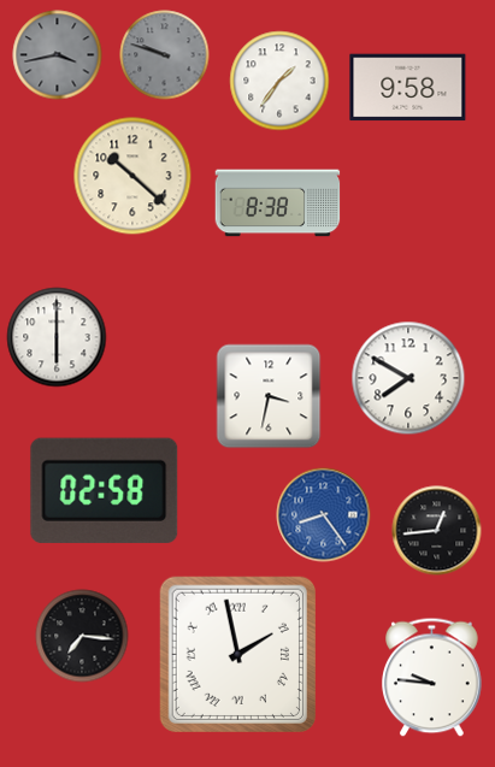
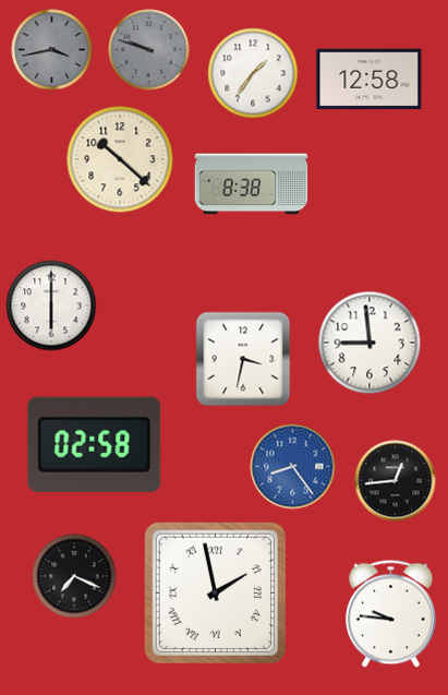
clock at (408, 88): 9:58 -> 12:58
clock at (408, 378): 7:50 -> 8:59
clock at (82, 636): 7:16 -> 7:19
